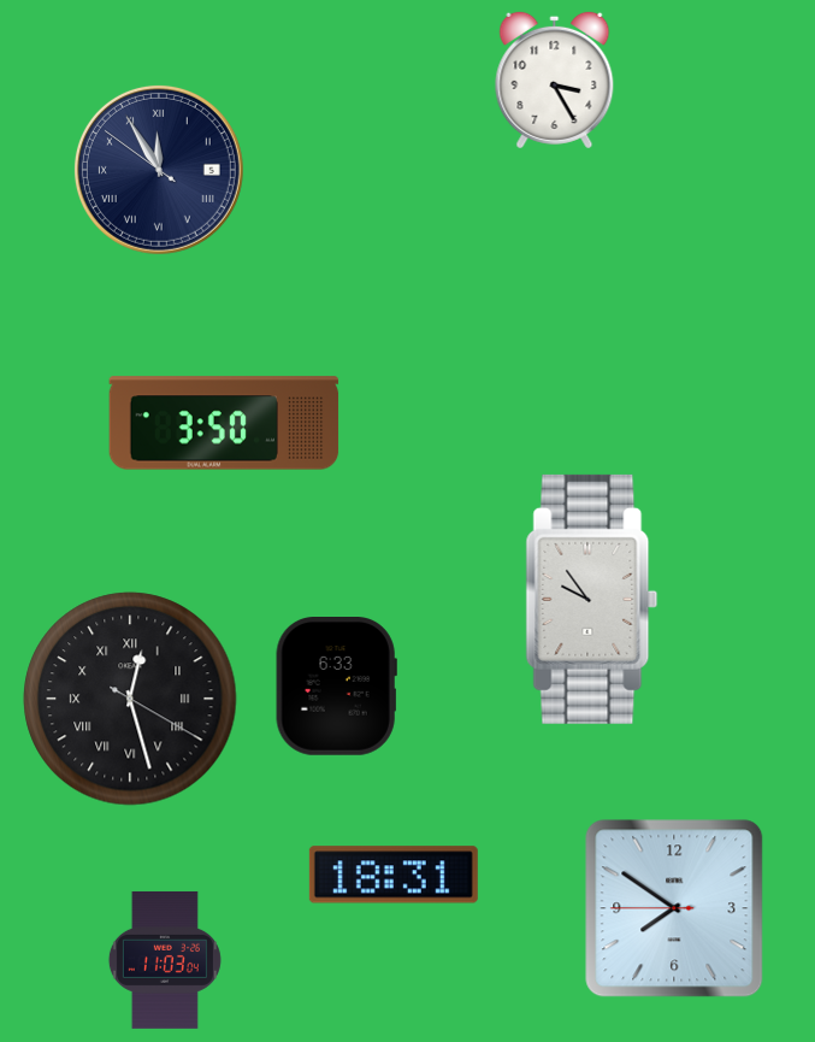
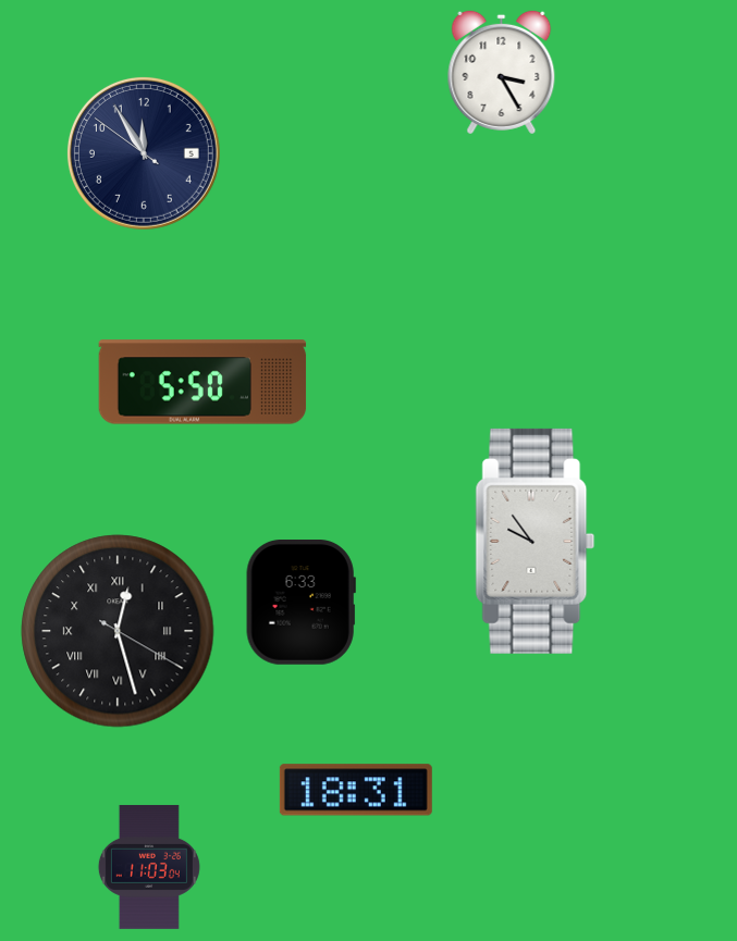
clock at (159, 170) numerals: Roman -> Arabic
clock at (224, 423): 3:50 -> 5:50
clock at (336, 687) position: (336, 687) -> (300, 603)
clock at (674, 908): 7:50 -> none
